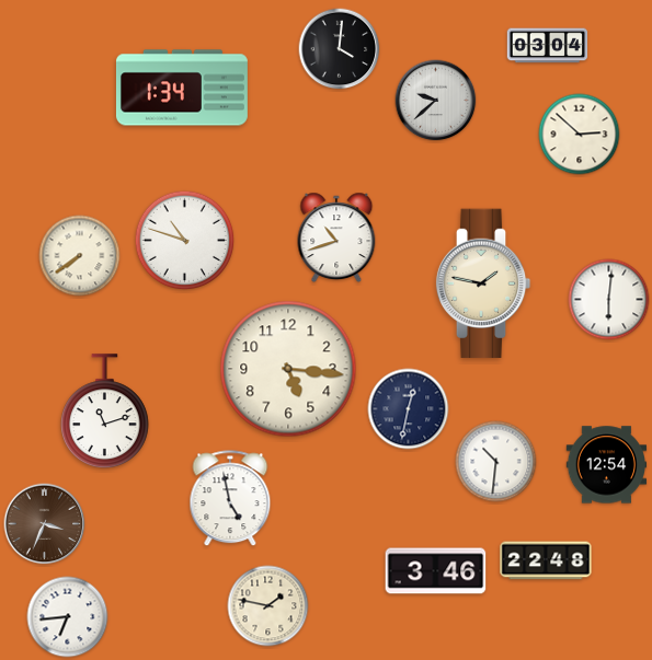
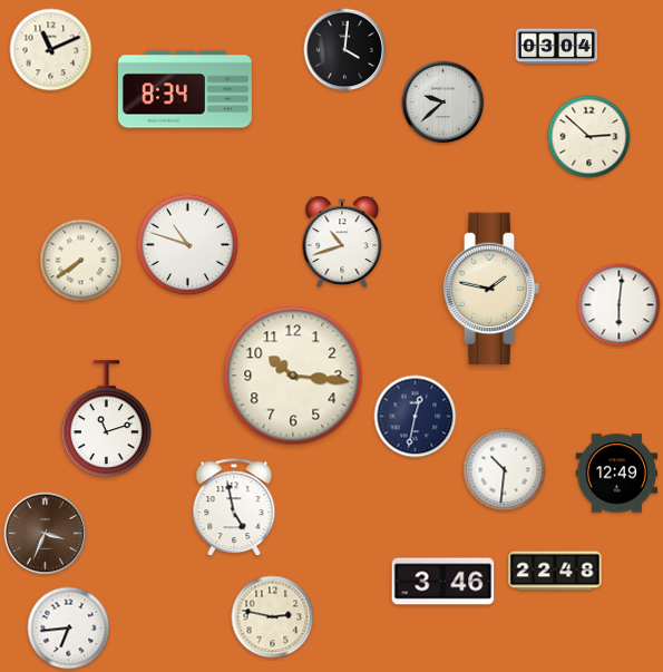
clock at (51, 50): none -> 11:11
clock at (182, 88): 1:34 -> 8:34
clock at (288, 369): 5:16 -> 10:16
clock at (607, 465): 12:54 -> 12:49
clock at (268, 606): 1:47 -> 2:47
